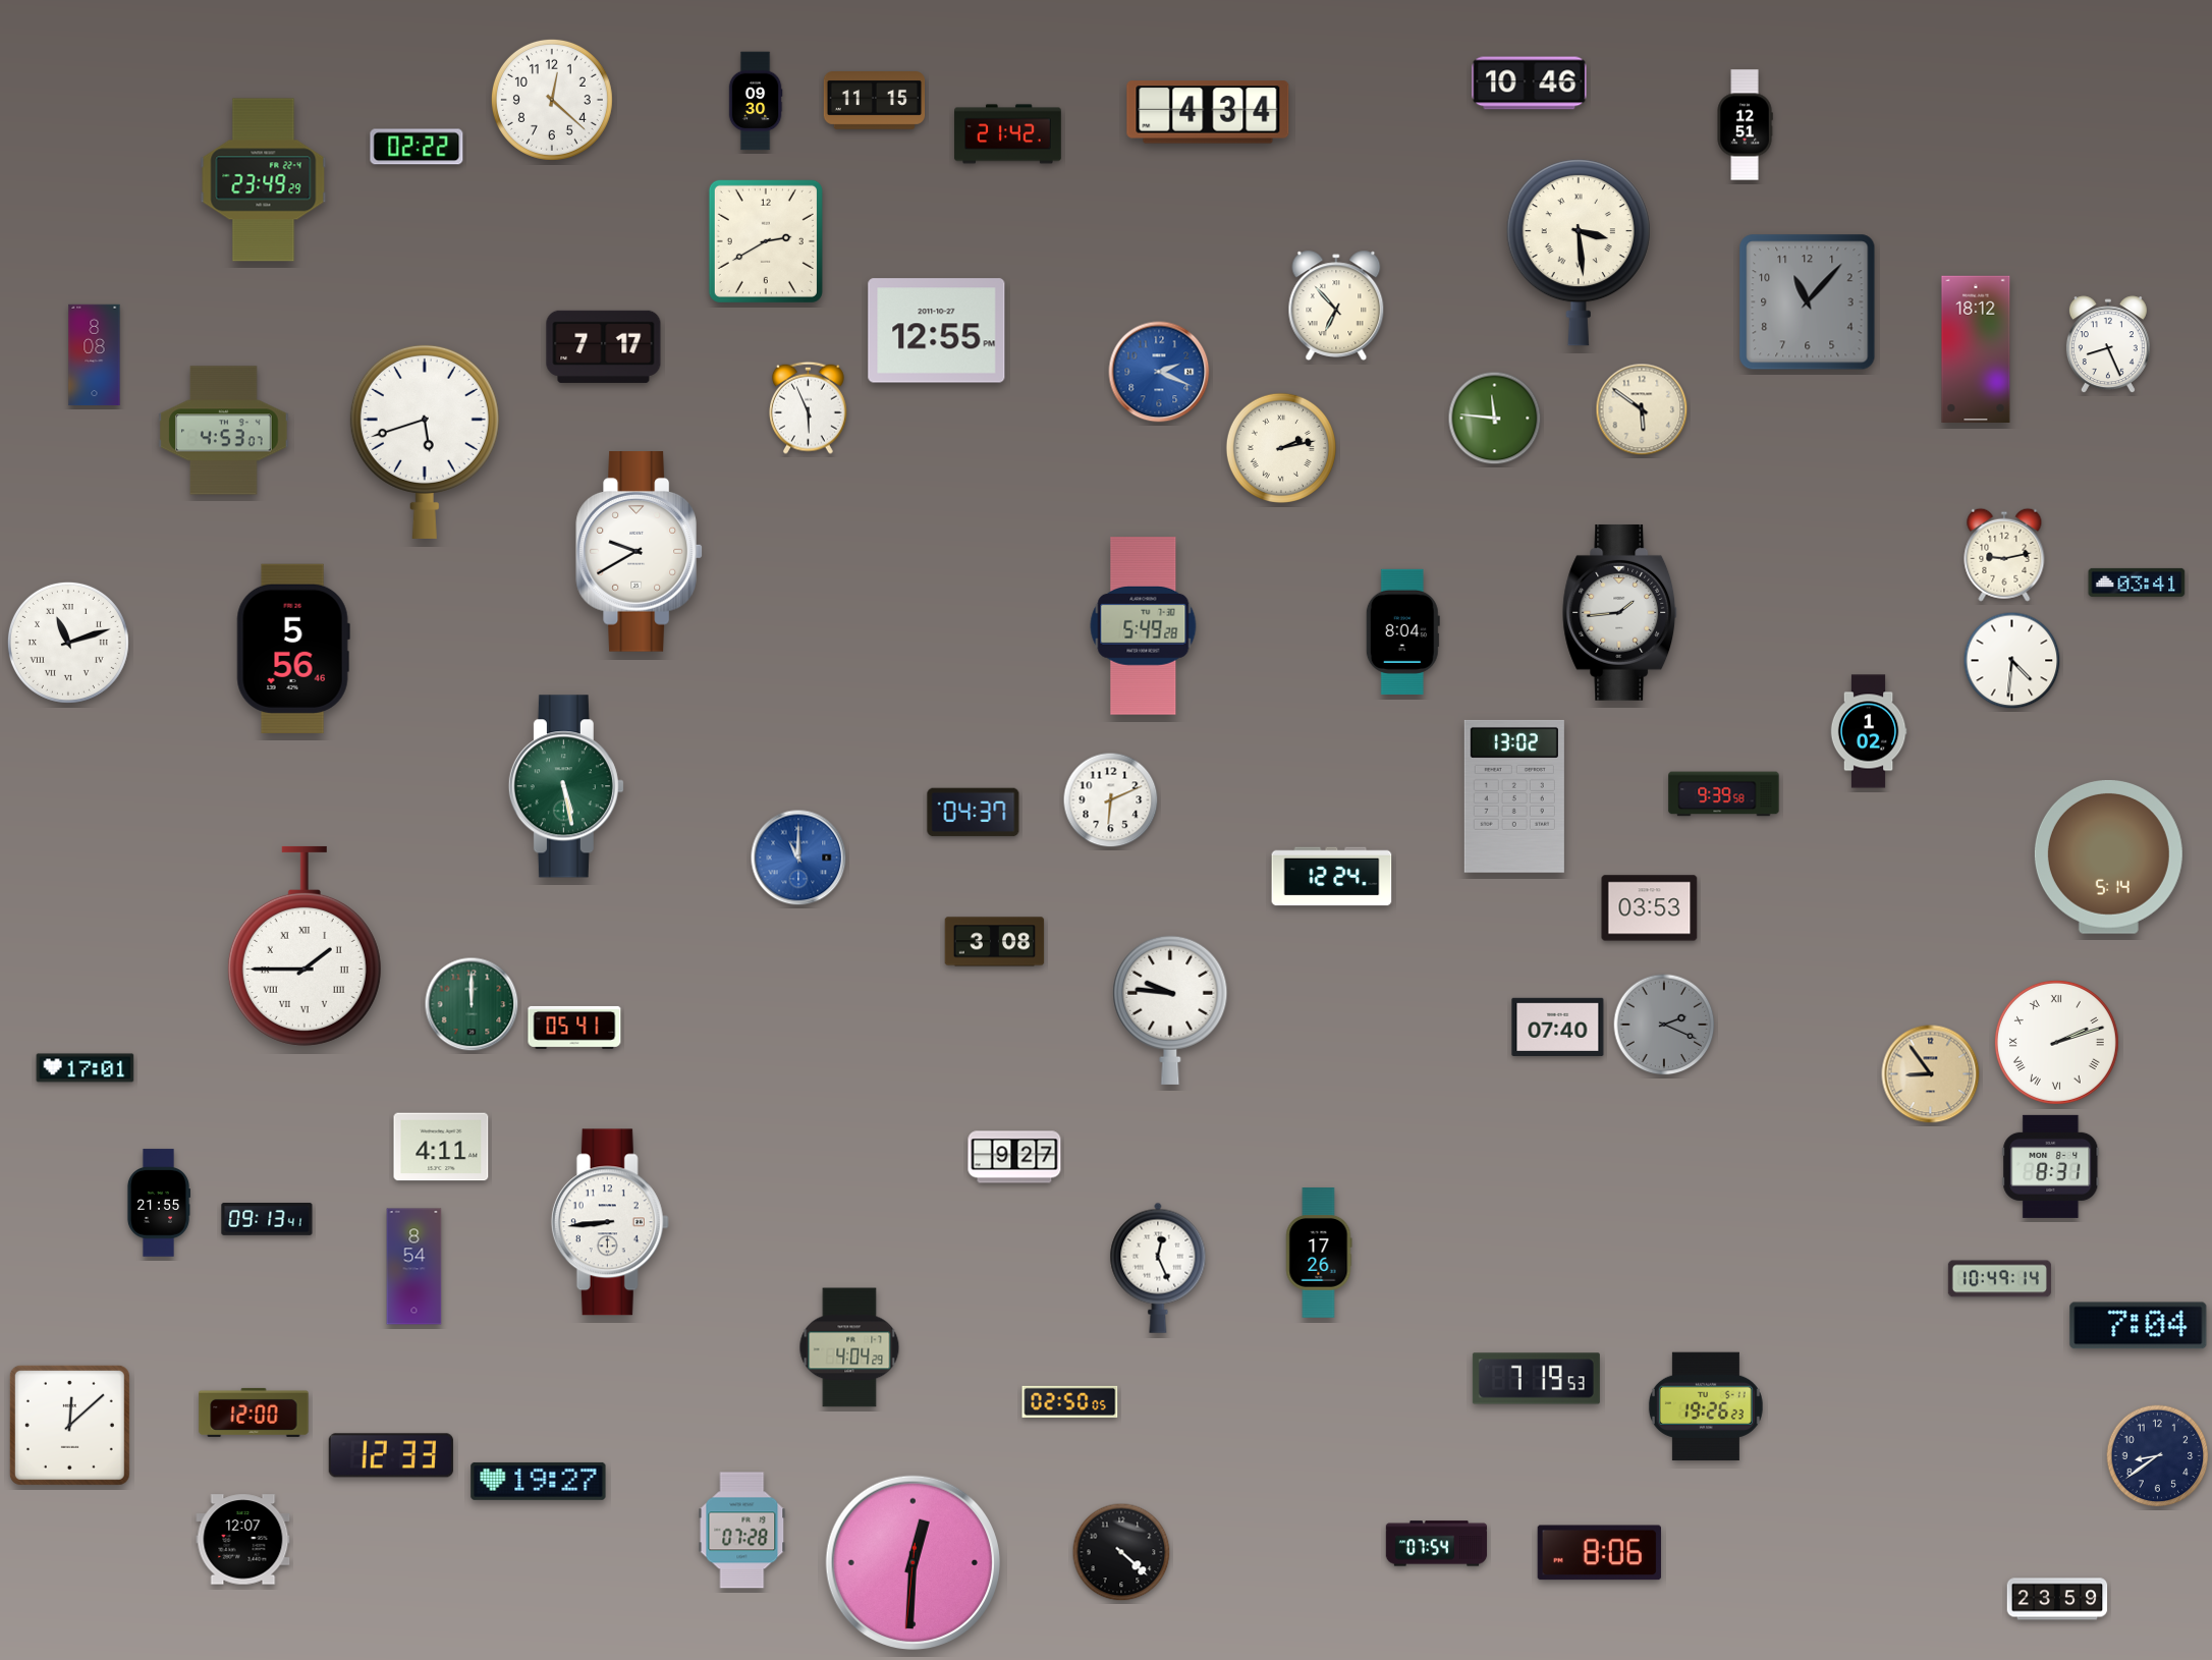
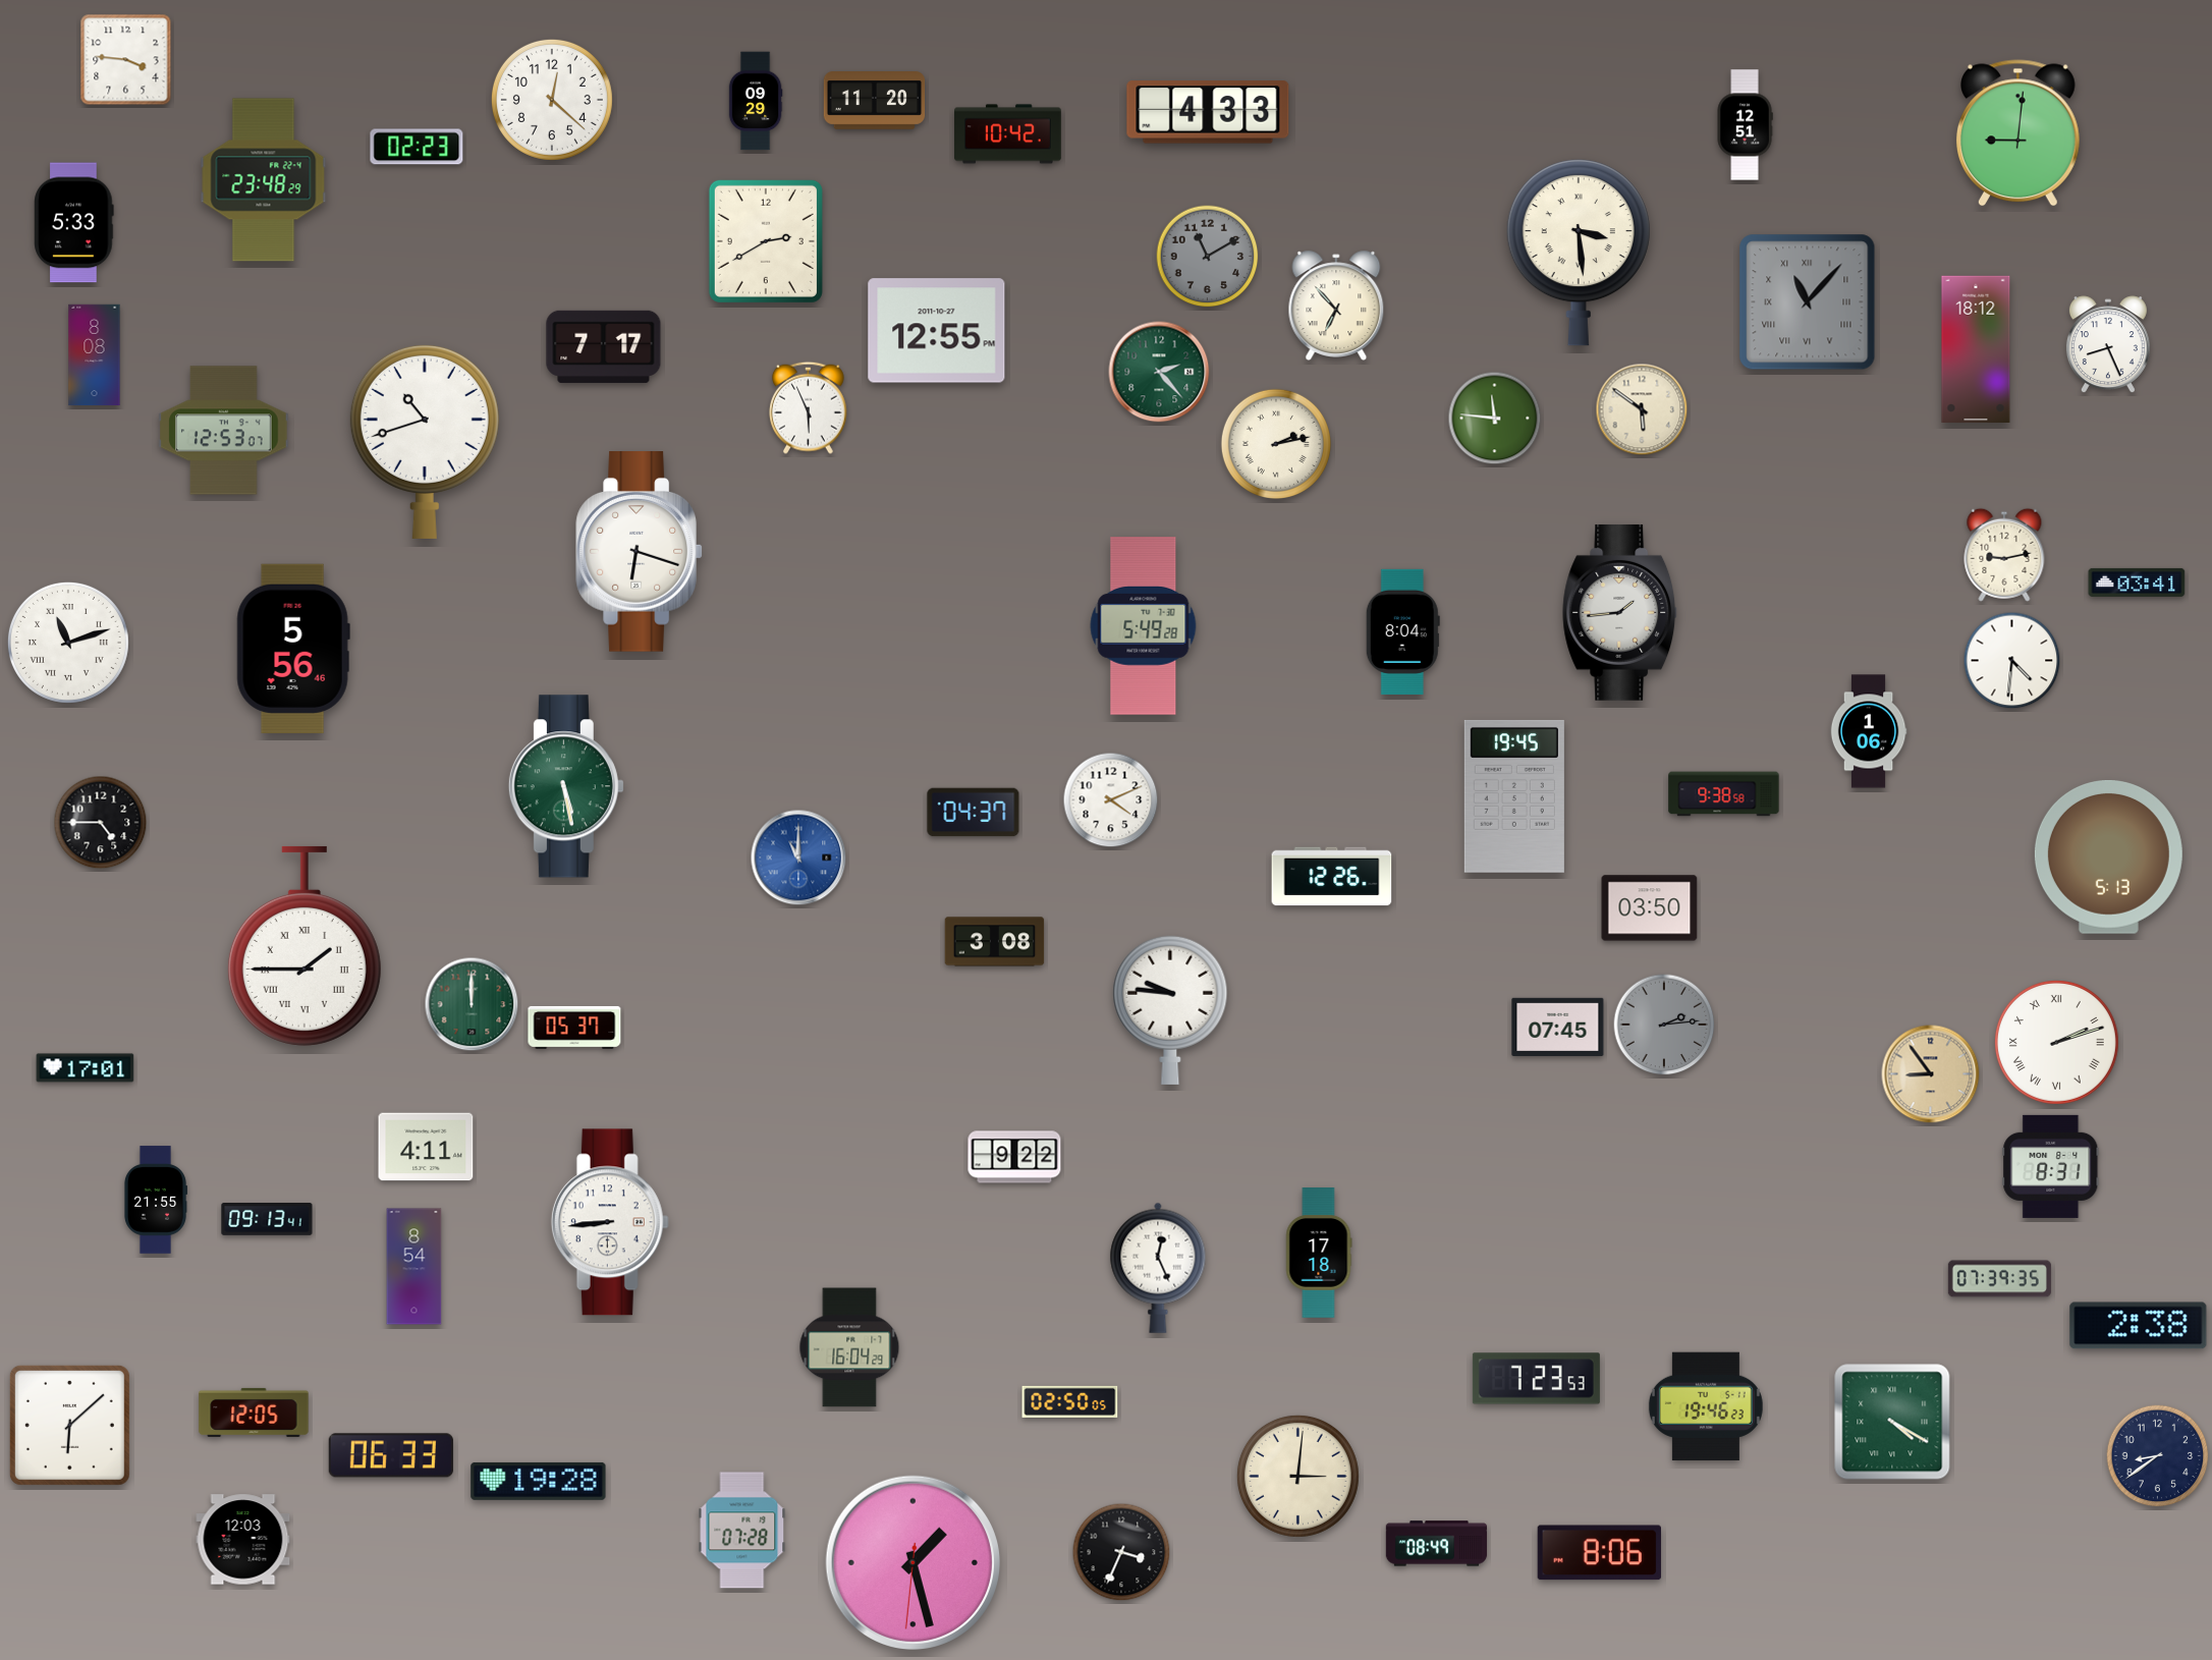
clock at (126, 60): none -> 3:46
clock at (1530, 84): 10:46 -> none
clock at (756, 101): 09:30 -> 09:29
clock at (875, 101): 11:15 -> 11:20
clock at (1208, 112): 4:34 -> 4:33
clock at (2017, 133): none -> 9:01
clock at (1008, 134): 21:42 -> 10:42
clock at (417, 147): 02:22 -> 02:23
clock at (264, 180): 23:49 -> 23:48
clock at (74, 223): none -> 5:33
clock at (1208, 257): none -> 11:10
clock at (1808, 302) numerals: Arabic -> Roman
clock at (1159, 372): 2:19 -> 2:23
clock at (1159, 372) dial: blue -> green
clock at (224, 431): 4:53 -> 12:53
clock at (425, 441): 5:42 -> 10:42
clock at (1281, 448) position: (1281, 448) -> (1276, 444)
clock at (639, 552): 9:40 -> 6:18
clock at (1869, 731): 1:02 -> 1:06
clock at (1724, 794): 9:39 -> 9:38
clock at (1514, 796): 13:02 -> 19:45
clock at (1111, 800): 6:11 -> 4:11
clock at (101, 823): none -> 4:45
clock at (2108, 856): 5:14 -> 5:13
clock at (1332, 877): 12:24 -> 12:26
clock at (1650, 908): 03:53 -> 03:50
clock at (1664, 1025): 2:19 -> 2:14
clock at (1558, 1027): 07:40 -> 07:45
clock at (574, 1028): 05:41 -> 05:37
clock at (441, 1147) position: (441, 1147) -> (426, 1147)
clock at (1014, 1157): 9:27 -> 9:22
clock at (158, 1203) position: (158, 1203) -> (155, 1200)
clock at (1319, 1253): 17:26 -> 17:18
clock at (1999, 1279): 10:49 -> 07:39
clock at (2139, 1326): 7:04 -> 2:38
clock at (849, 1347): 4:04 -> 16:04
clock at (1536, 1379): 7:19 -> 7:23
clock at (1706, 1406): 19:26 -> 19:46
clock at (254, 1413): 12:00 -> 12:05
clock at (1892, 1422): none -> 4:20
clock at (69, 1425): 12:08 -> 6:08
clock at (391, 1455): 12:33 -> 06:33
clock at (1297, 1476): none -> 3:01
clock at (539, 1481): 19:27 -> 19:28
clock at (243, 1540): 12:07 -> 12:03
clock at (1437, 1544): 07:54 -> 08:49
clock at (1121, 1552): 4:22 -> 3:34
clock at (913, 1562): 12:30 -> 1:27
clock at (2057, 1599): 23:59 -> none
